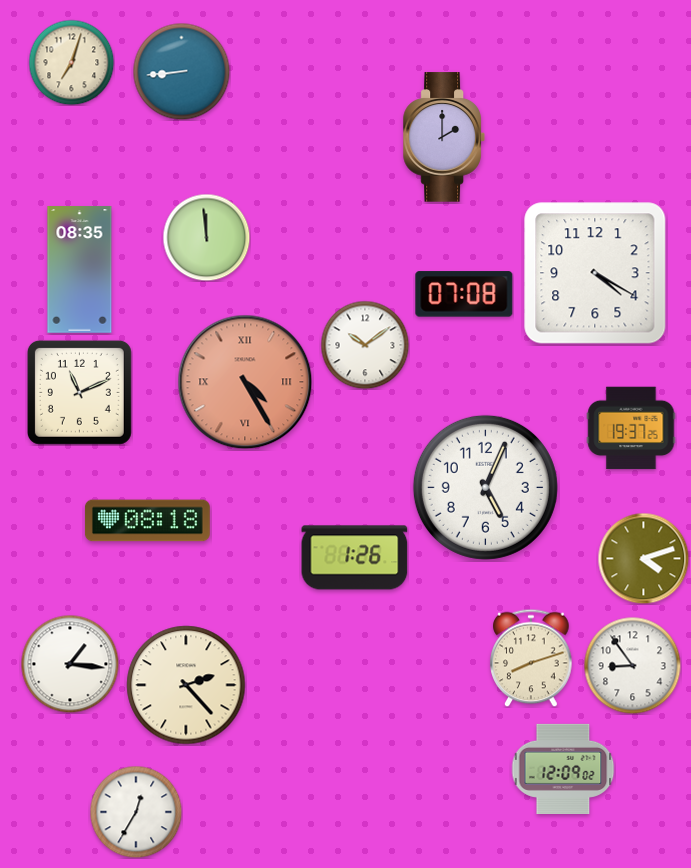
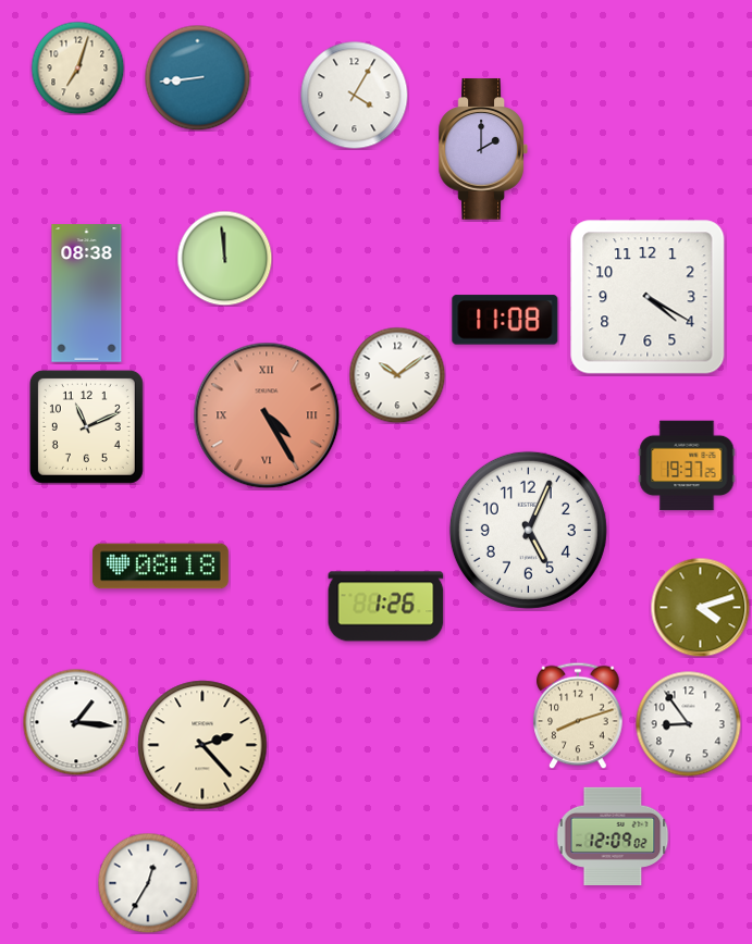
clock at (355, 96): none -> 4:05
clock at (80, 270): 08:35 -> 08:38
clock at (464, 294): 07:08 -> 11:08
